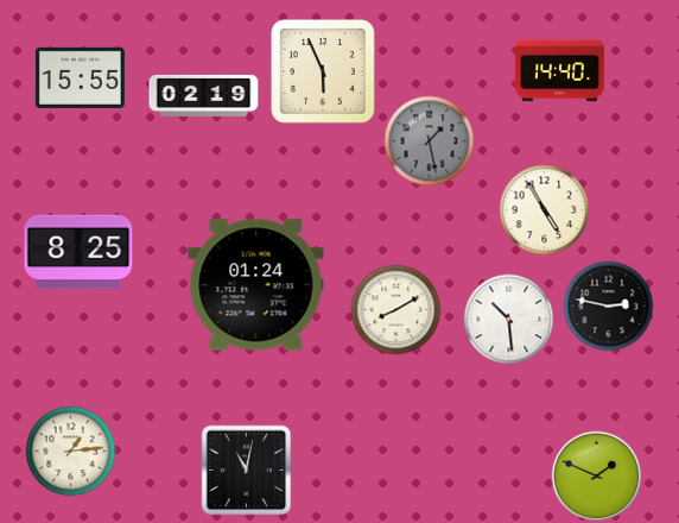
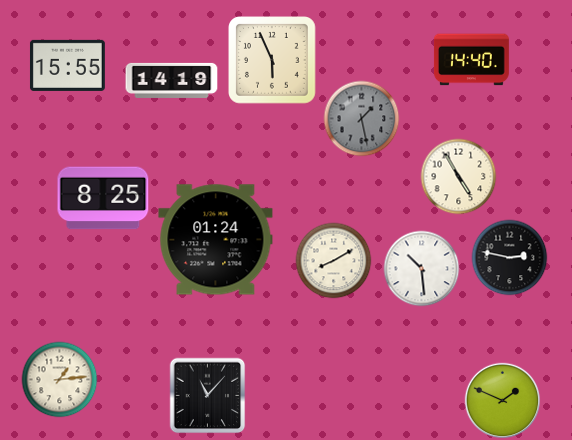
clock at (204, 95): 02:19 -> 14:19
clock at (78, 252) position: (78, 252) -> (103, 198)
clock at (609, 307) position: (609, 307) -> (510, 258)
clock at (509, 320) position: (509, 320) -> (422, 269)
clock at (247, 471): 11:02 -> 11:07
